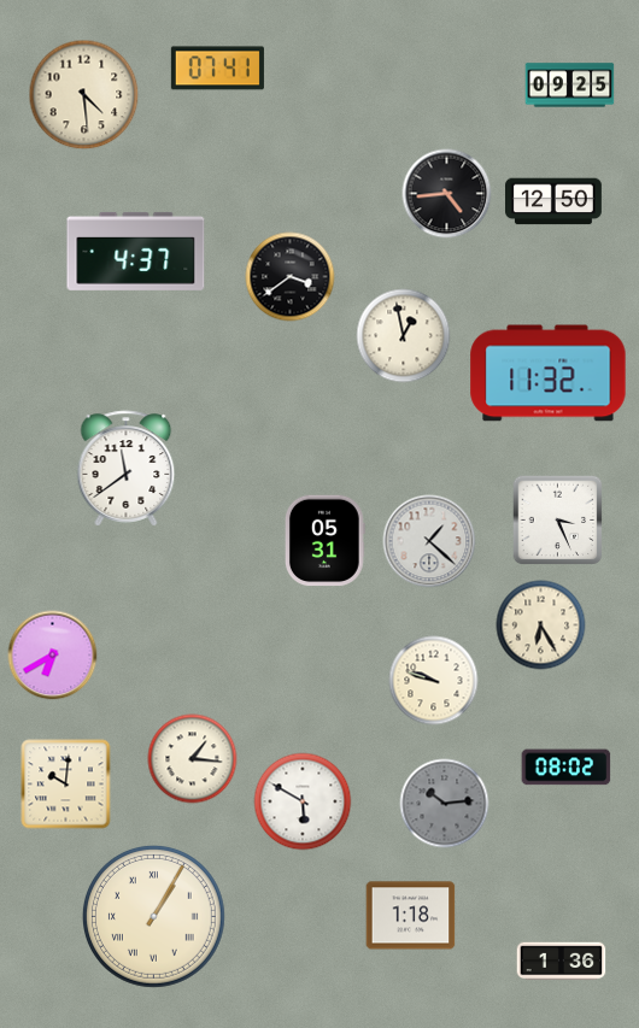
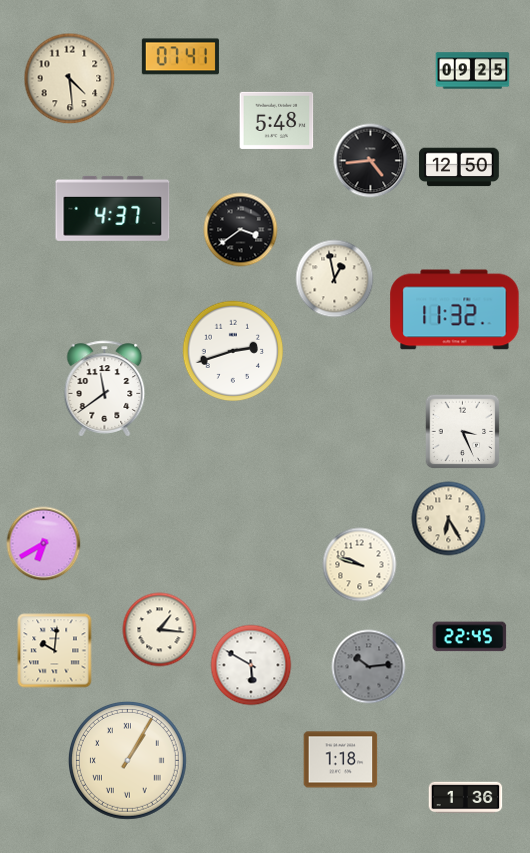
clock at (277, 120): none -> 5:48
clock at (233, 351): none -> 2:42
clock at (324, 541): 05:31 -> none
clock at (429, 541): 1:22 -> none
clock at (567, 768): 08:02 -> 22:45
